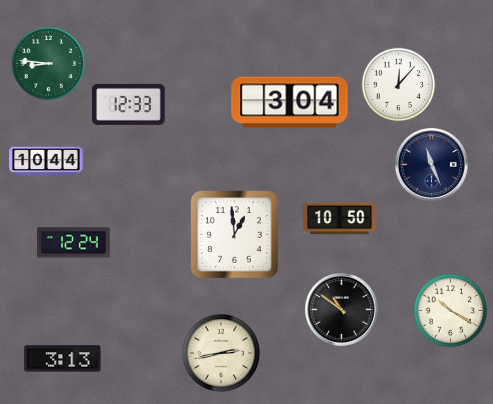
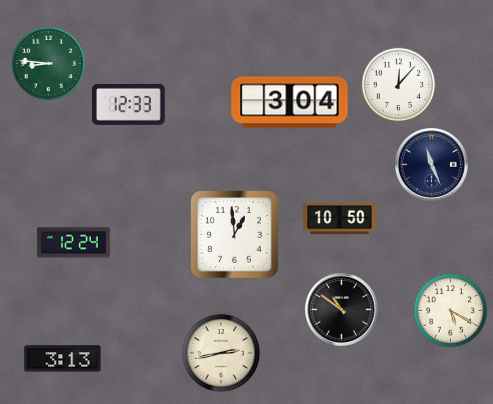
clock at (46, 161): 10:44 -> none
clock at (451, 311): 10:20 -> 5:20
